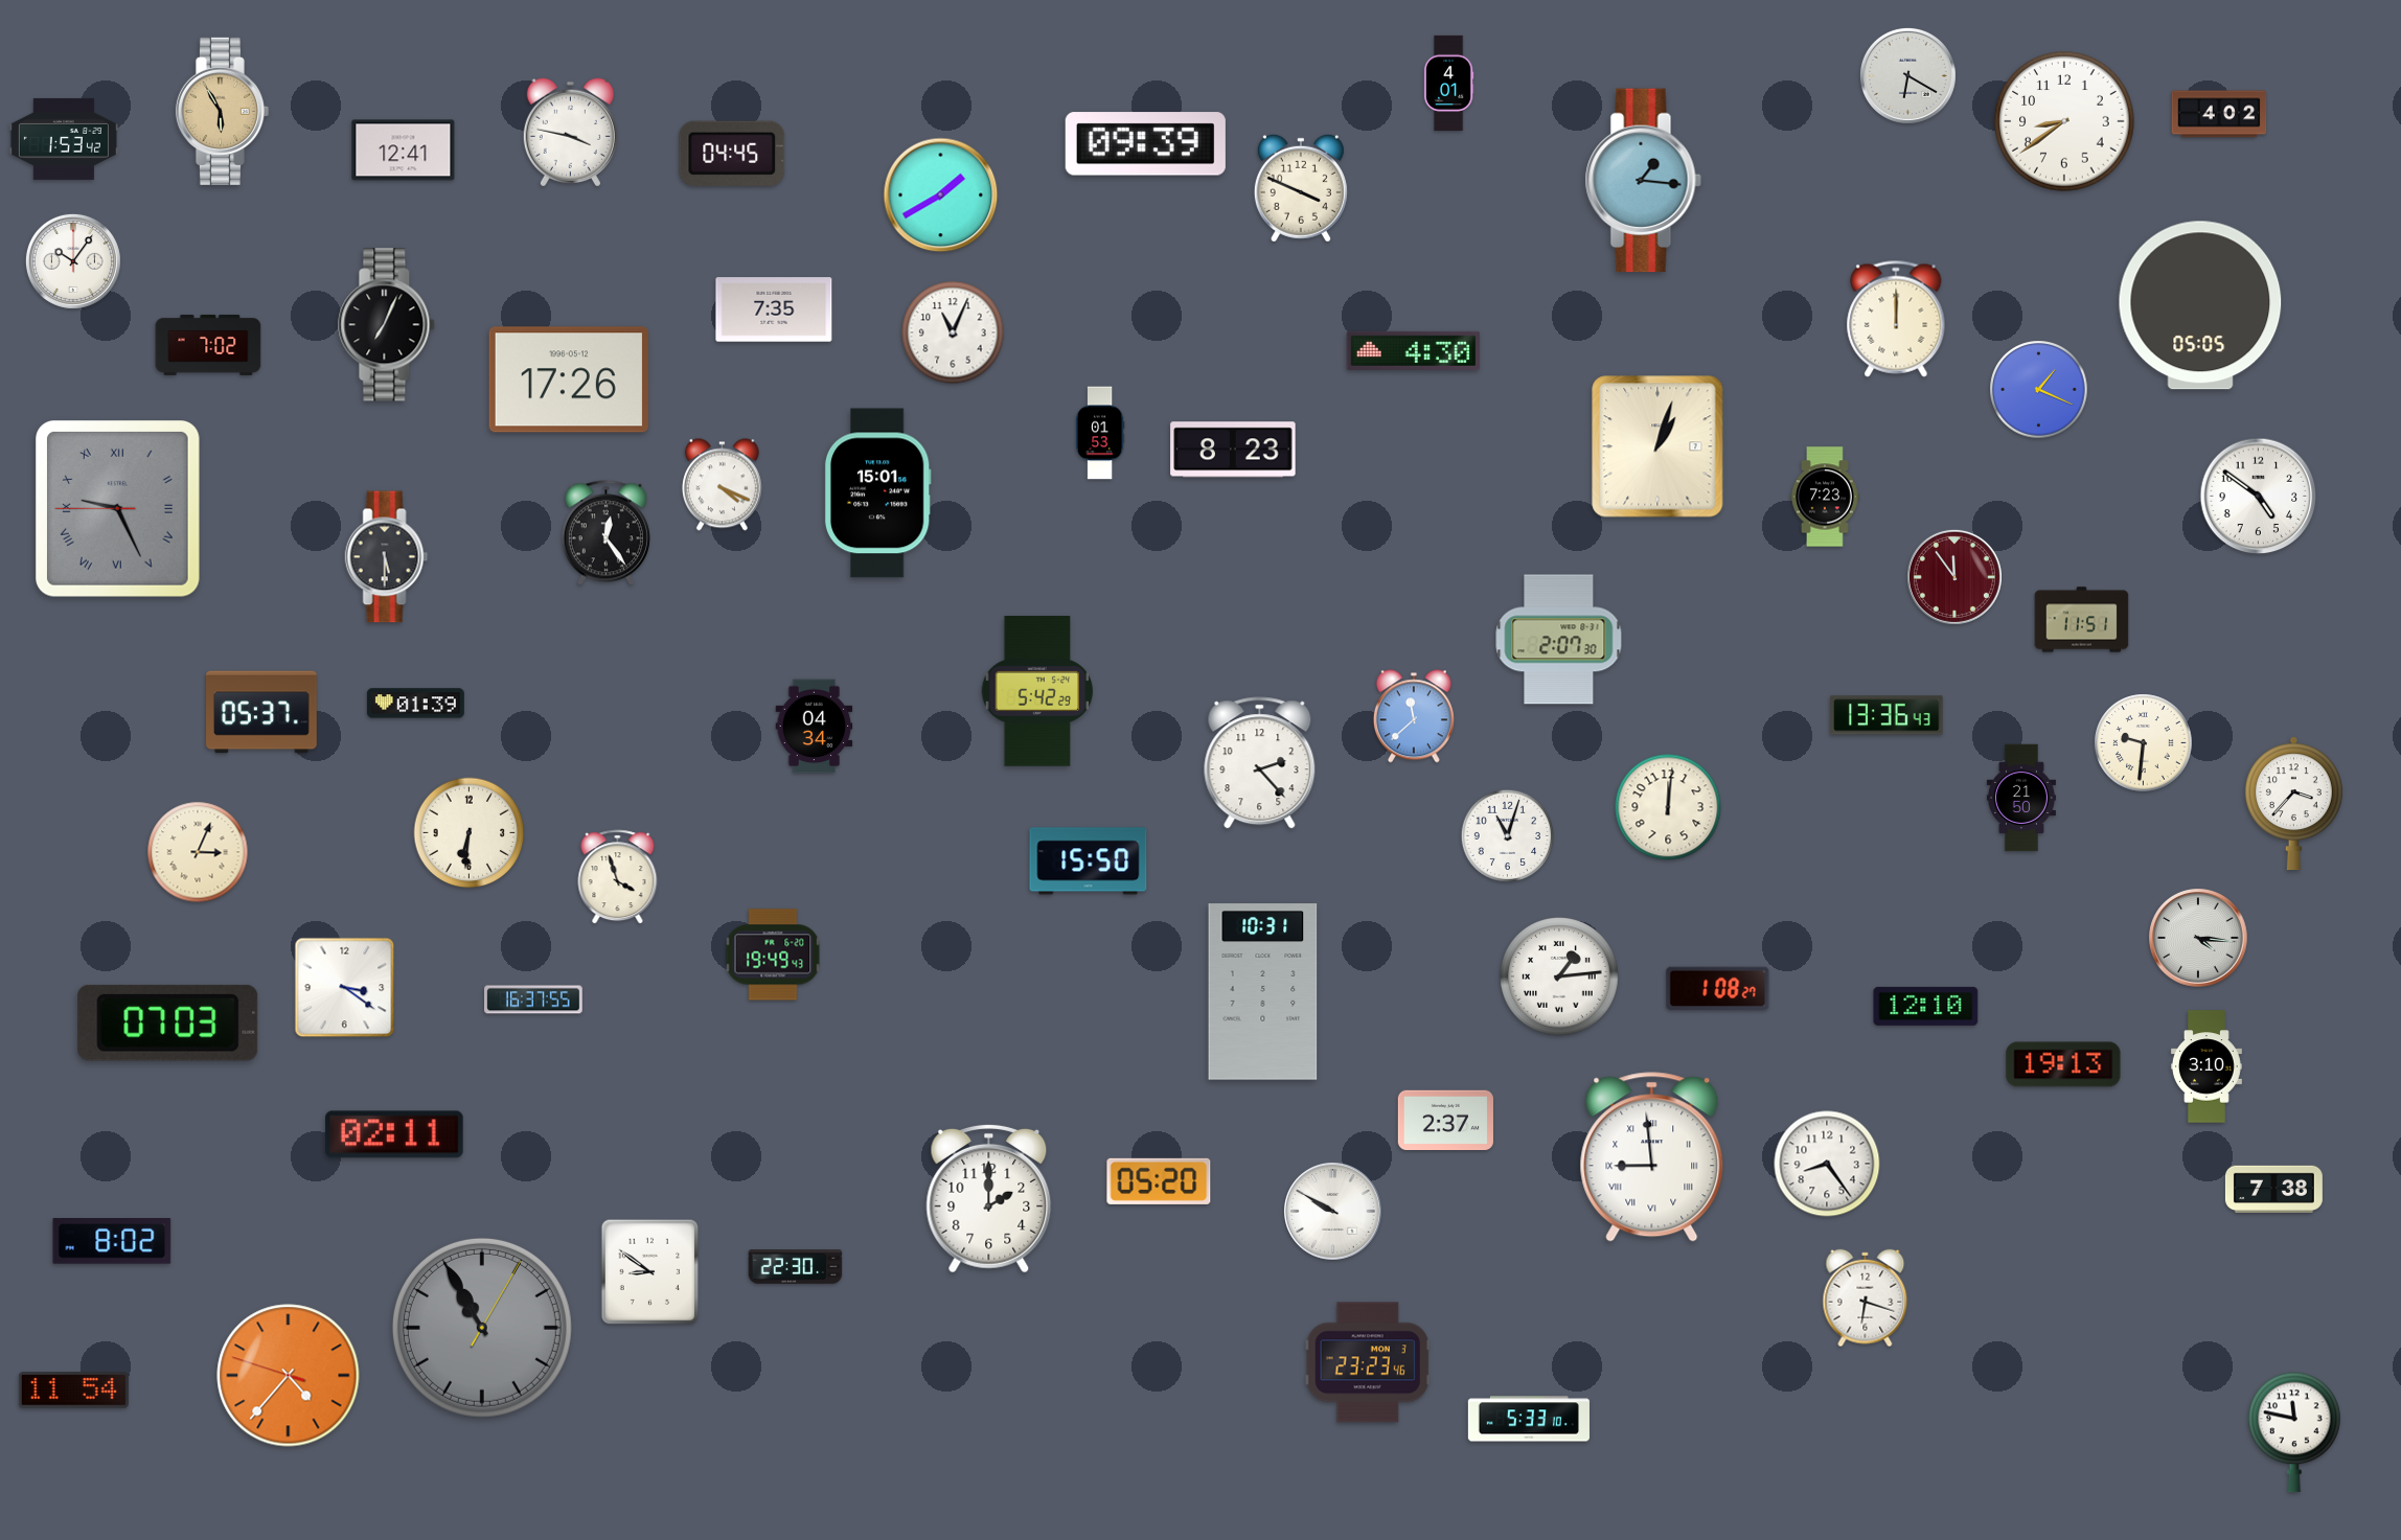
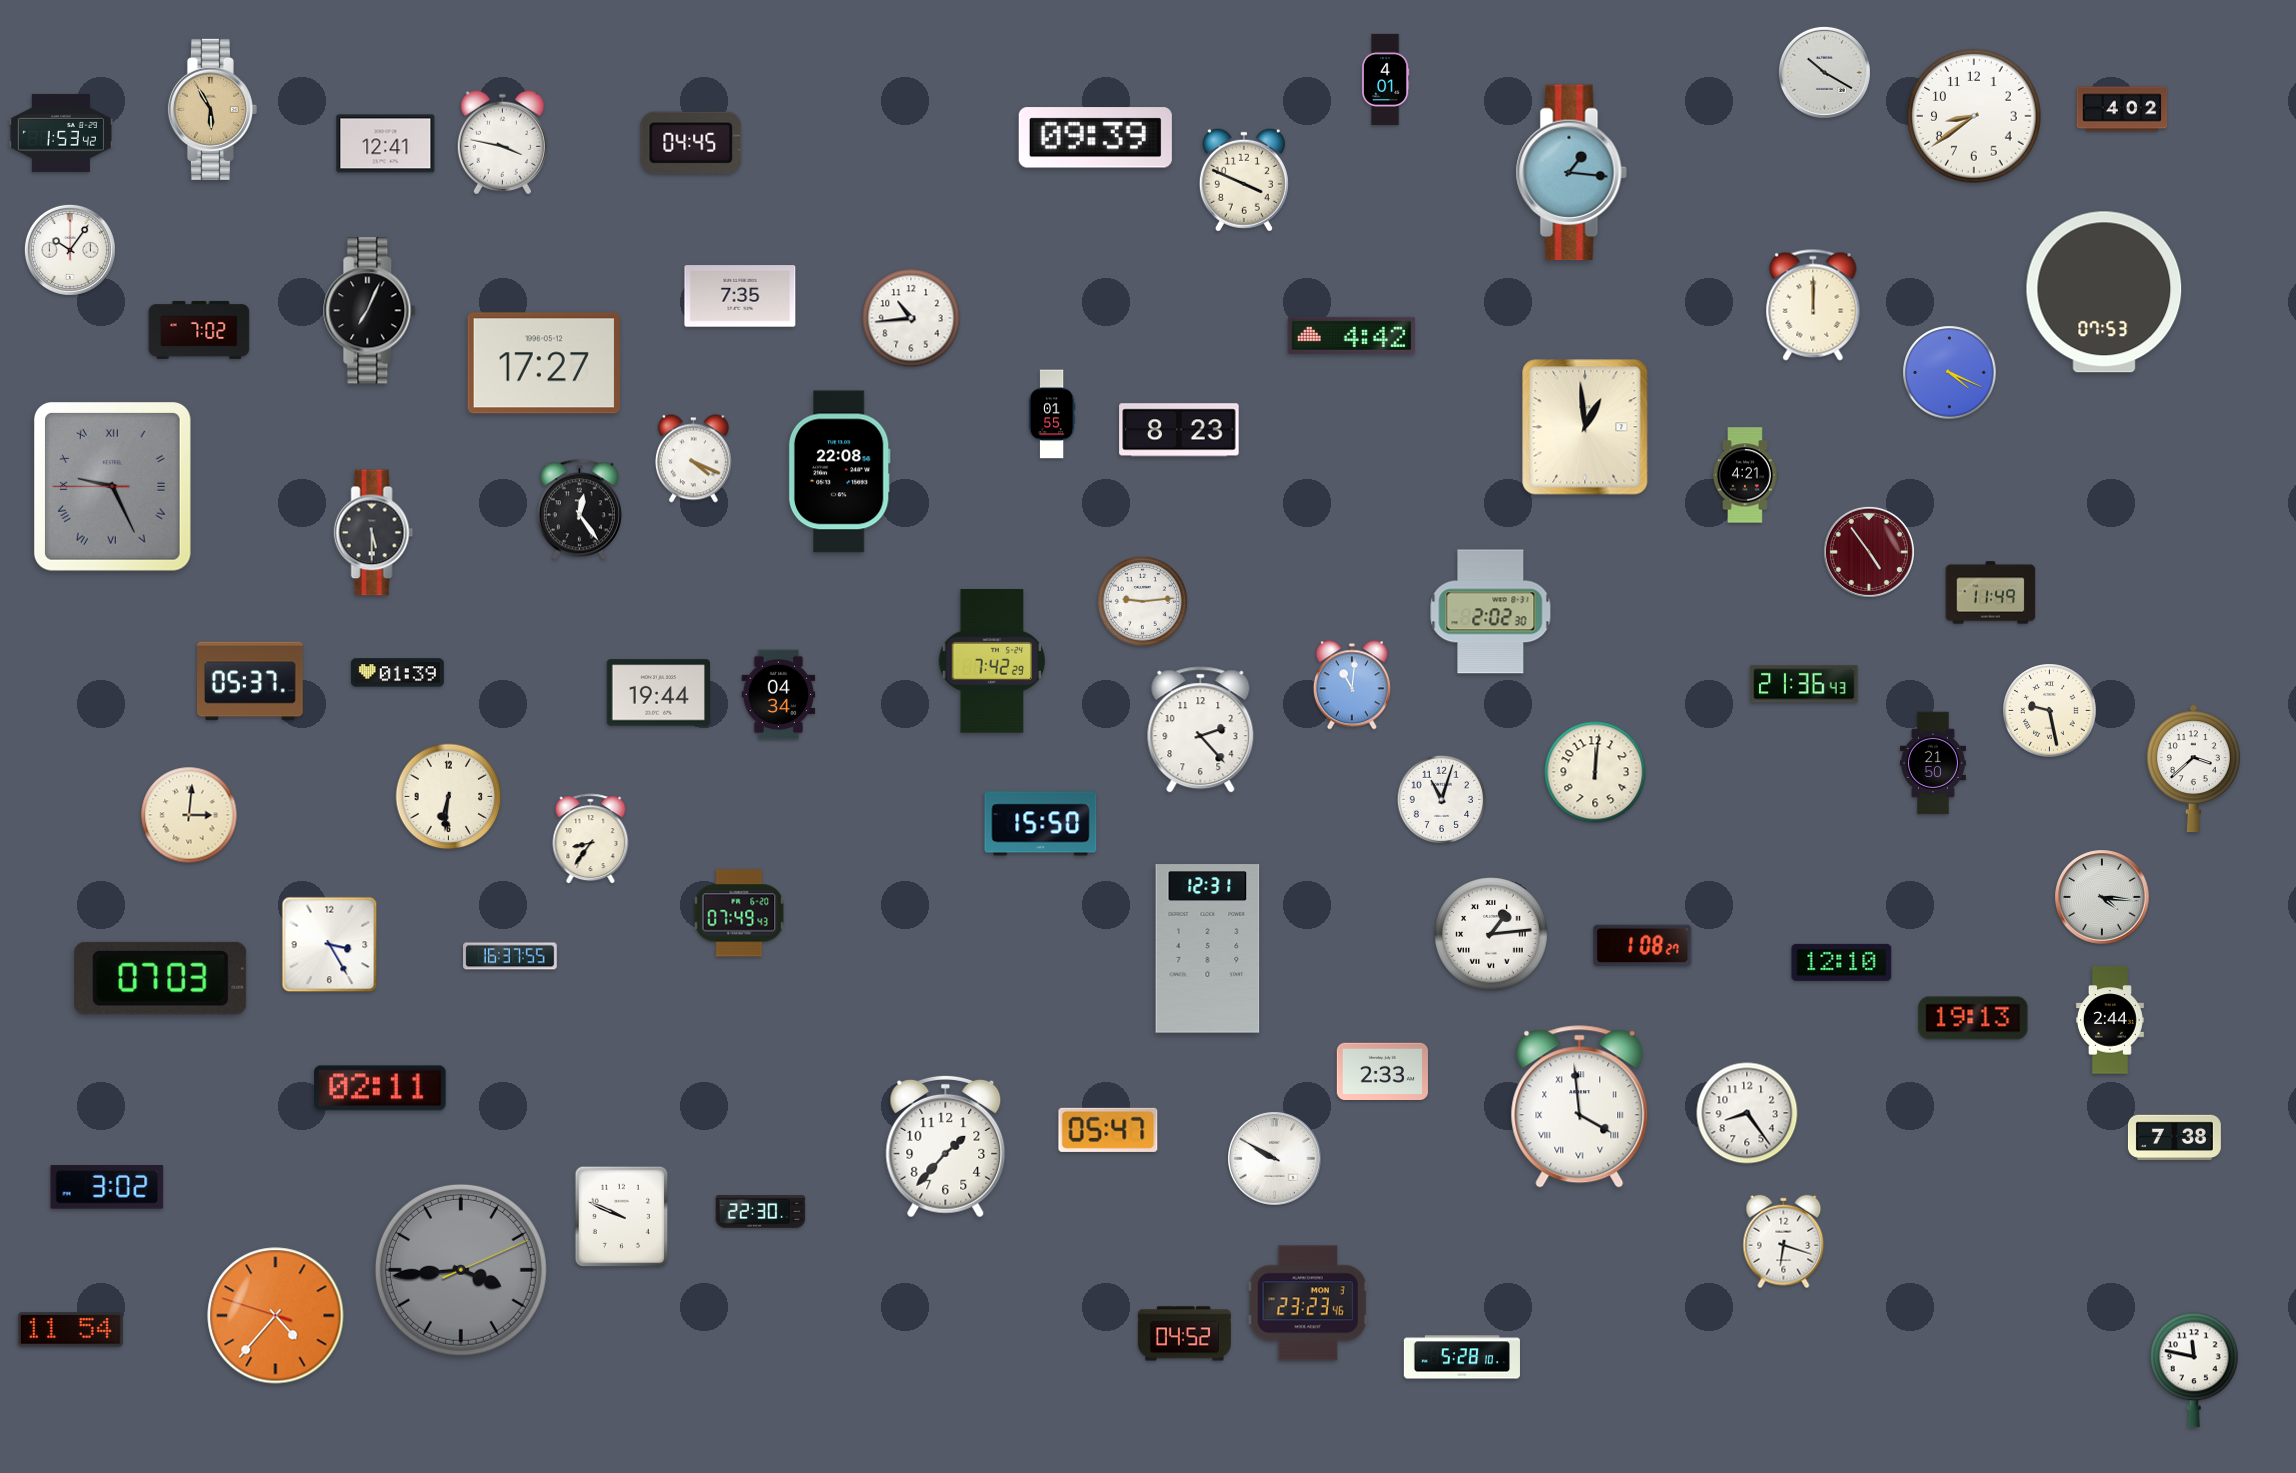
clock at (1907, 75): 6:20 -> 10:20
clock at (222, 111) position: (222, 111) -> (212, 109)
clock at (570, 133) position: (570, 133) -> (502, 143)
clock at (732, 154) position: (732, 154) -> (691, 143)
clock at (941, 196): 1:40 -> none
clock at (2200, 305): 05:05 -> 07:53
clock at (953, 332): 11:04 -> 10:44
clock at (1414, 350): 4:30 -> 4:42
clock at (569, 380): 17:26 -> 17:27
clock at (2039, 390): 1:19 -> 4:19
clock at (1100, 433): 01:53 -> 01:55
clock at (1657, 446): 1:03 -> 12:59
clock at (722, 485) position: (722, 485) -> (693, 459)
clock at (877, 493): 15:01 -> 22:08
clock at (1825, 497): 7:23 -> 4:21
clock at (2259, 497): 4:51 -> none
clock at (387, 557) position: (387, 557) -> (374, 533)
clock at (1954, 577): 11:54 -> 4:54
clock at (2082, 620): 11:51 -> 11:49
clock at (1142, 601): none -> 9:14
clock at (1559, 640): 2:07 -> 2:02
clock at (1037, 691): 5:42 -> 7:42
clock at (1886, 715): 13:36 -> 21:36
clock at (1414, 716): 11:38 -> 11:01
clock at (658, 693): none -> 19:44
clock at (2144, 743): 9:31 -> 9:28
clock at (1260, 763) position: (1260, 763) -> (1201, 730)
clock at (2293, 804): 3:37 -> 3:38
clock at (198, 852): 3:04 -> 3:01
clock at (618, 877): 3:57 -> 8:36
clock at (773, 955): 19:49 -> 07:49
clock at (345, 988): 3:21 -> 3:25
clock at (1263, 992): 10:31 -> 12:31
clock at (2206, 1066): 3:10 -> 2:44
clock at (1445, 1120): 2:37 -> 2:33
clock at (394, 1134) position: (394, 1134) -> (380, 1088)
clock at (1652, 1157): 8:59 -> 3:59
clock at (1159, 1181): 05:20 -> 05:47
clock at (989, 1198): 2:00 -> 1:37
clock at (112, 1241): 8:02 -> 3:02
clock at (650, 1272): 8:51 -> 9:49
clock at (482, 1328): 10:55 -> 3:44
clock at (1184, 1334): none -> 04:52
clock at (1529, 1419): 5:33 -> 5:28
